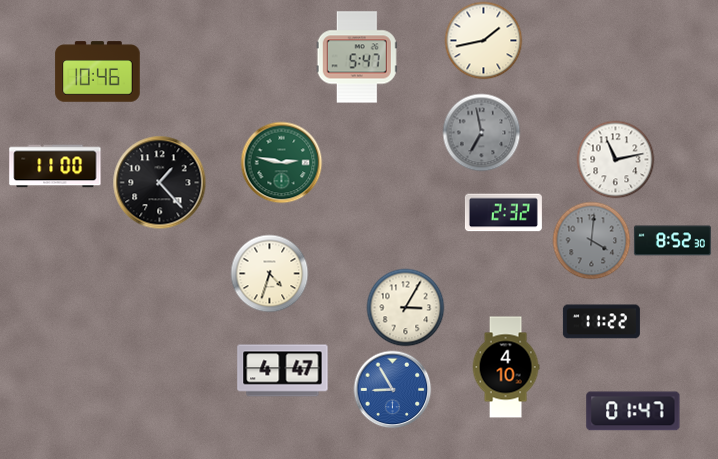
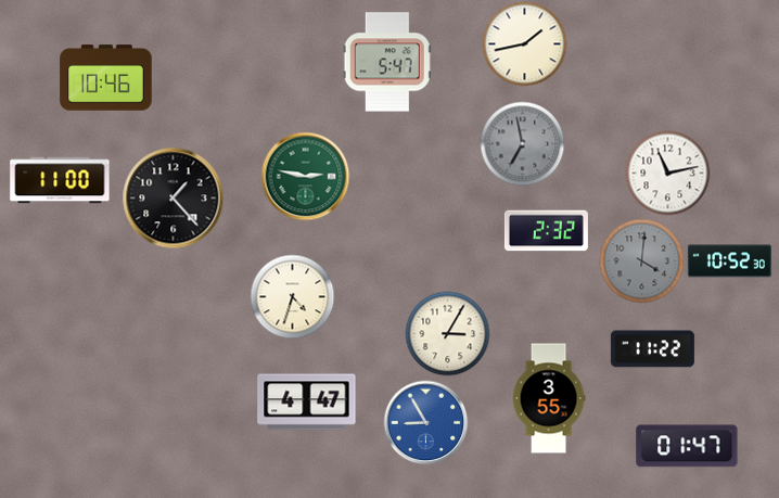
clock at (672, 241): 8:52 -> 10:52
clock at (405, 307) position: (405, 307) -> (447, 333)
clock at (506, 367): 4:10 -> 3:55
